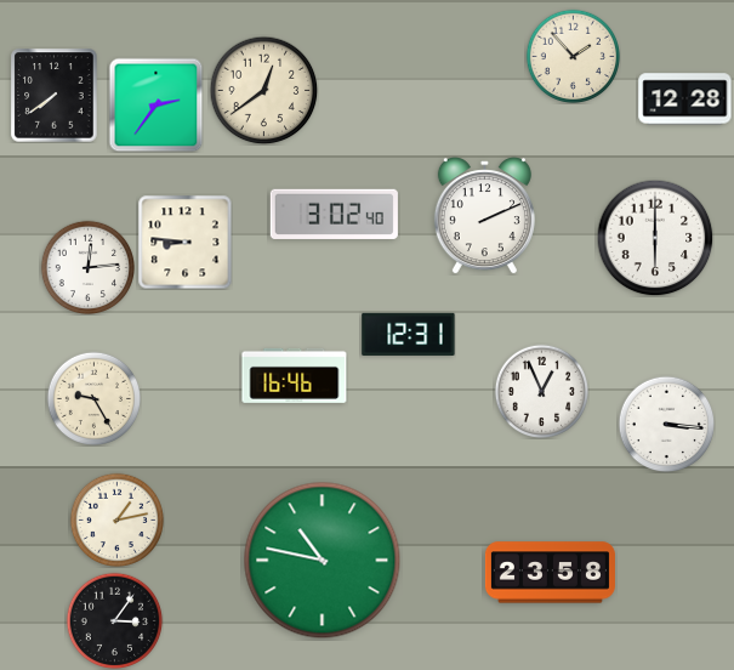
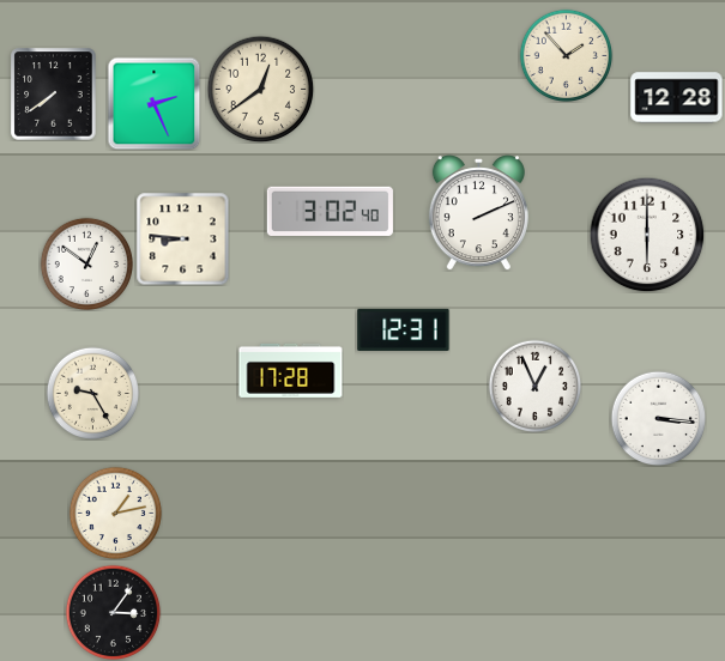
clock at (155, 104): 2:36 -> 2:26
clock at (87, 267): 12:14 -> 12:51
clock at (295, 375): 16:46 -> 17:28
clock at (323, 561): 10:47 -> none
clock at (550, 573): 23:58 -> none
